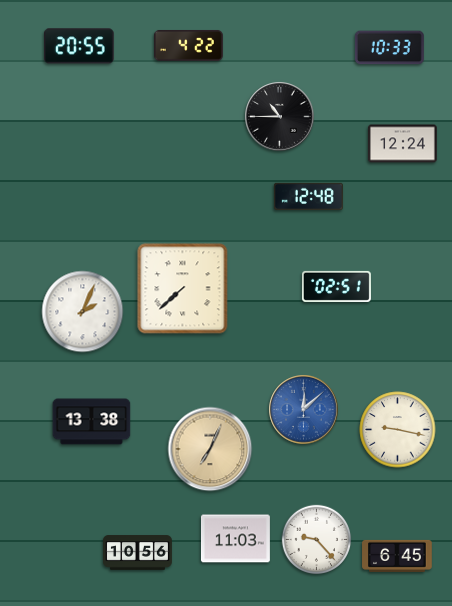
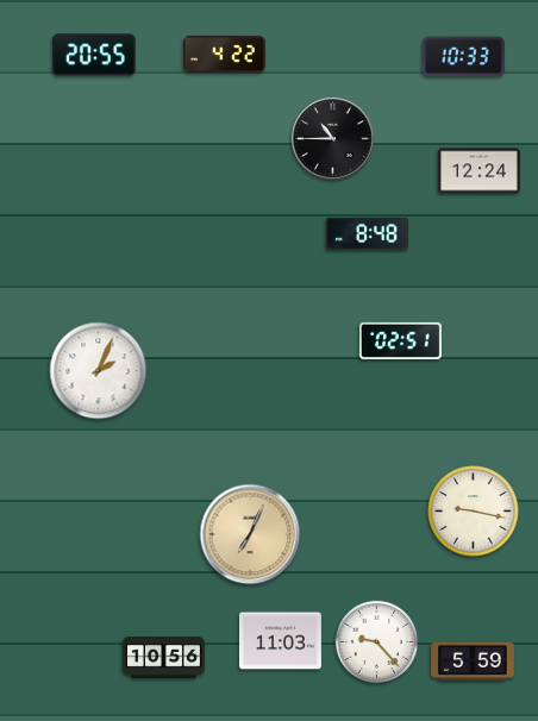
clock at (308, 196): 12:48 -> 8:48
clock at (183, 289): 7:38 -> none
clock at (304, 410): 12:08 -> none
clock at (92, 422): 13:38 -> none
clock at (397, 556): 6:45 -> 5:59
